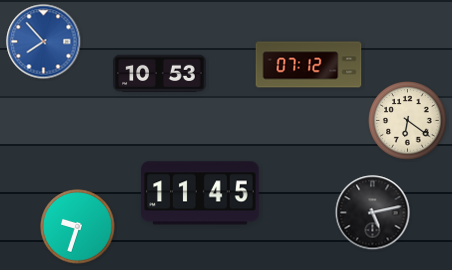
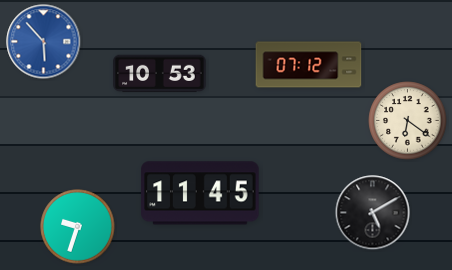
clock at (44, 42): 7:53 -> 5:53
clock at (373, 213): 5:13 -> 5:10
